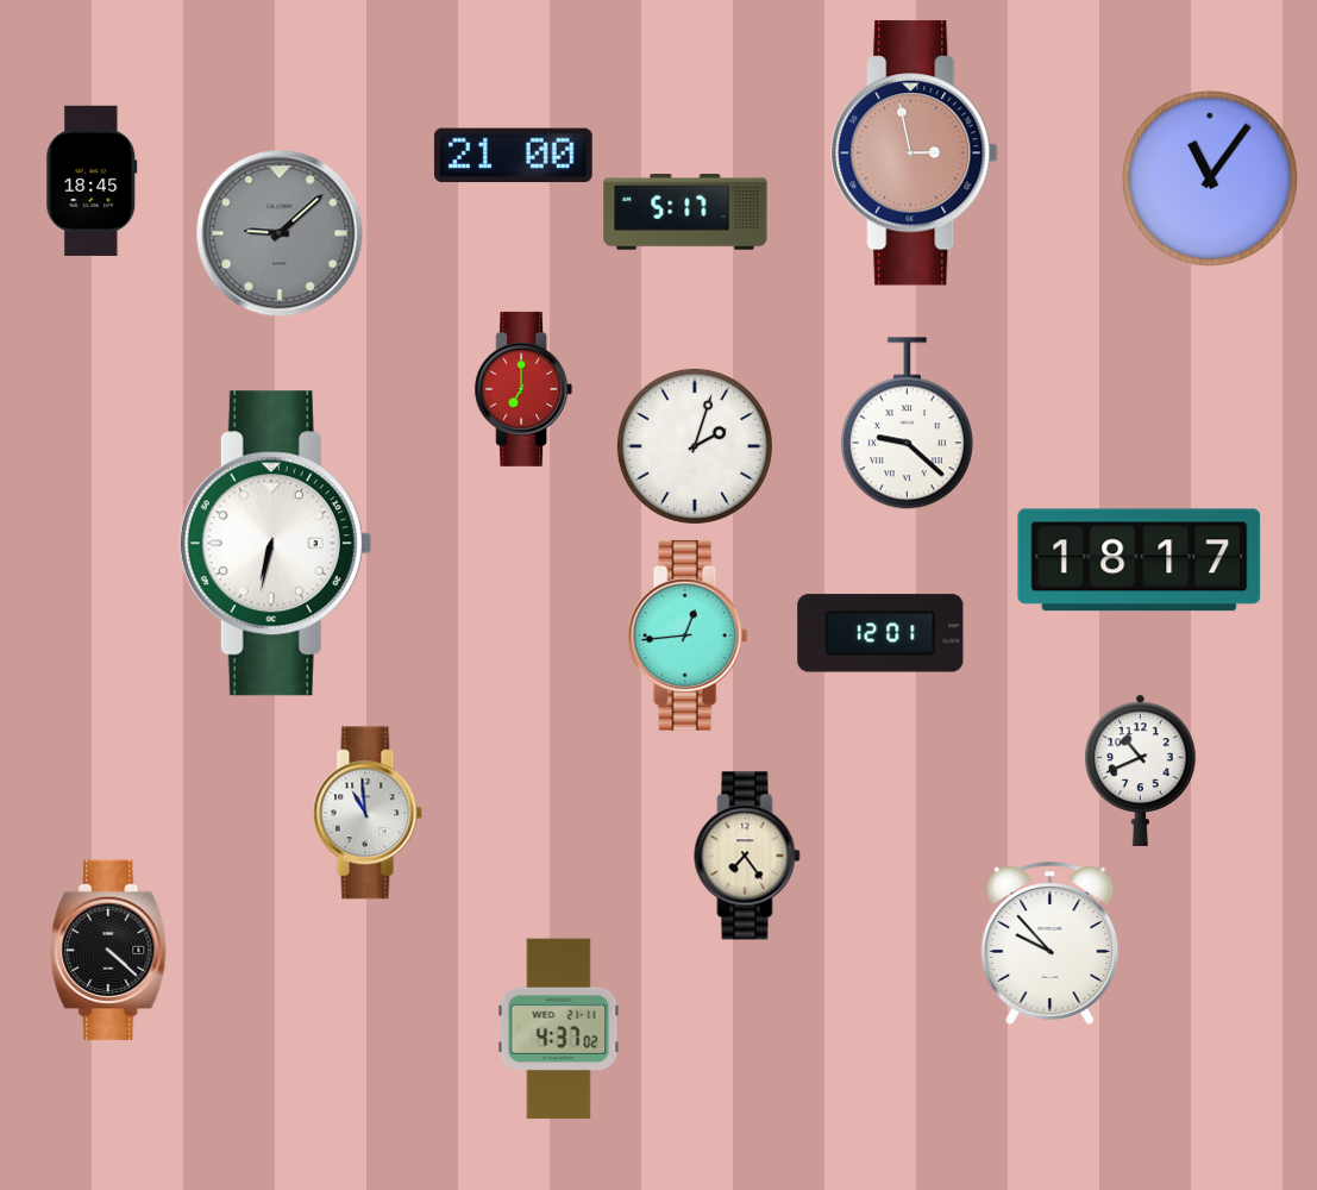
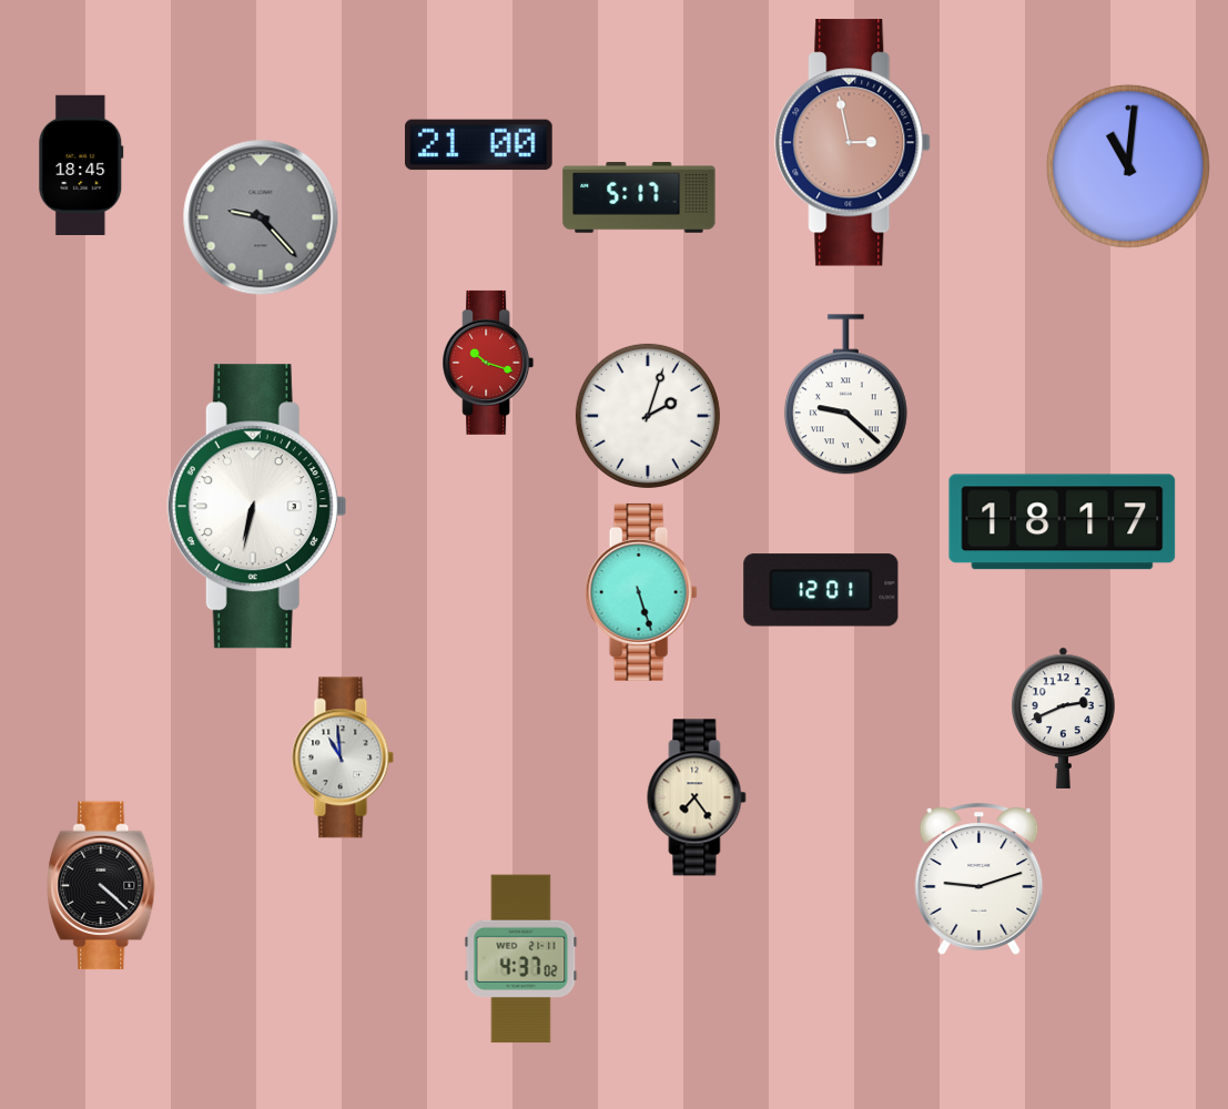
clock at (1210, 178): 11:06 -> 11:01
clock at (92, 181) position: (92, 181) -> (81, 165)
clock at (280, 233): 9:08 -> 9:23
clock at (523, 389): 7:00 -> 10:18
clock at (688, 635): 12:44 -> 5:27
clock at (1141, 770): 10:41 -> 2:41
clock at (1051, 944): 9:53 -> 9:12
